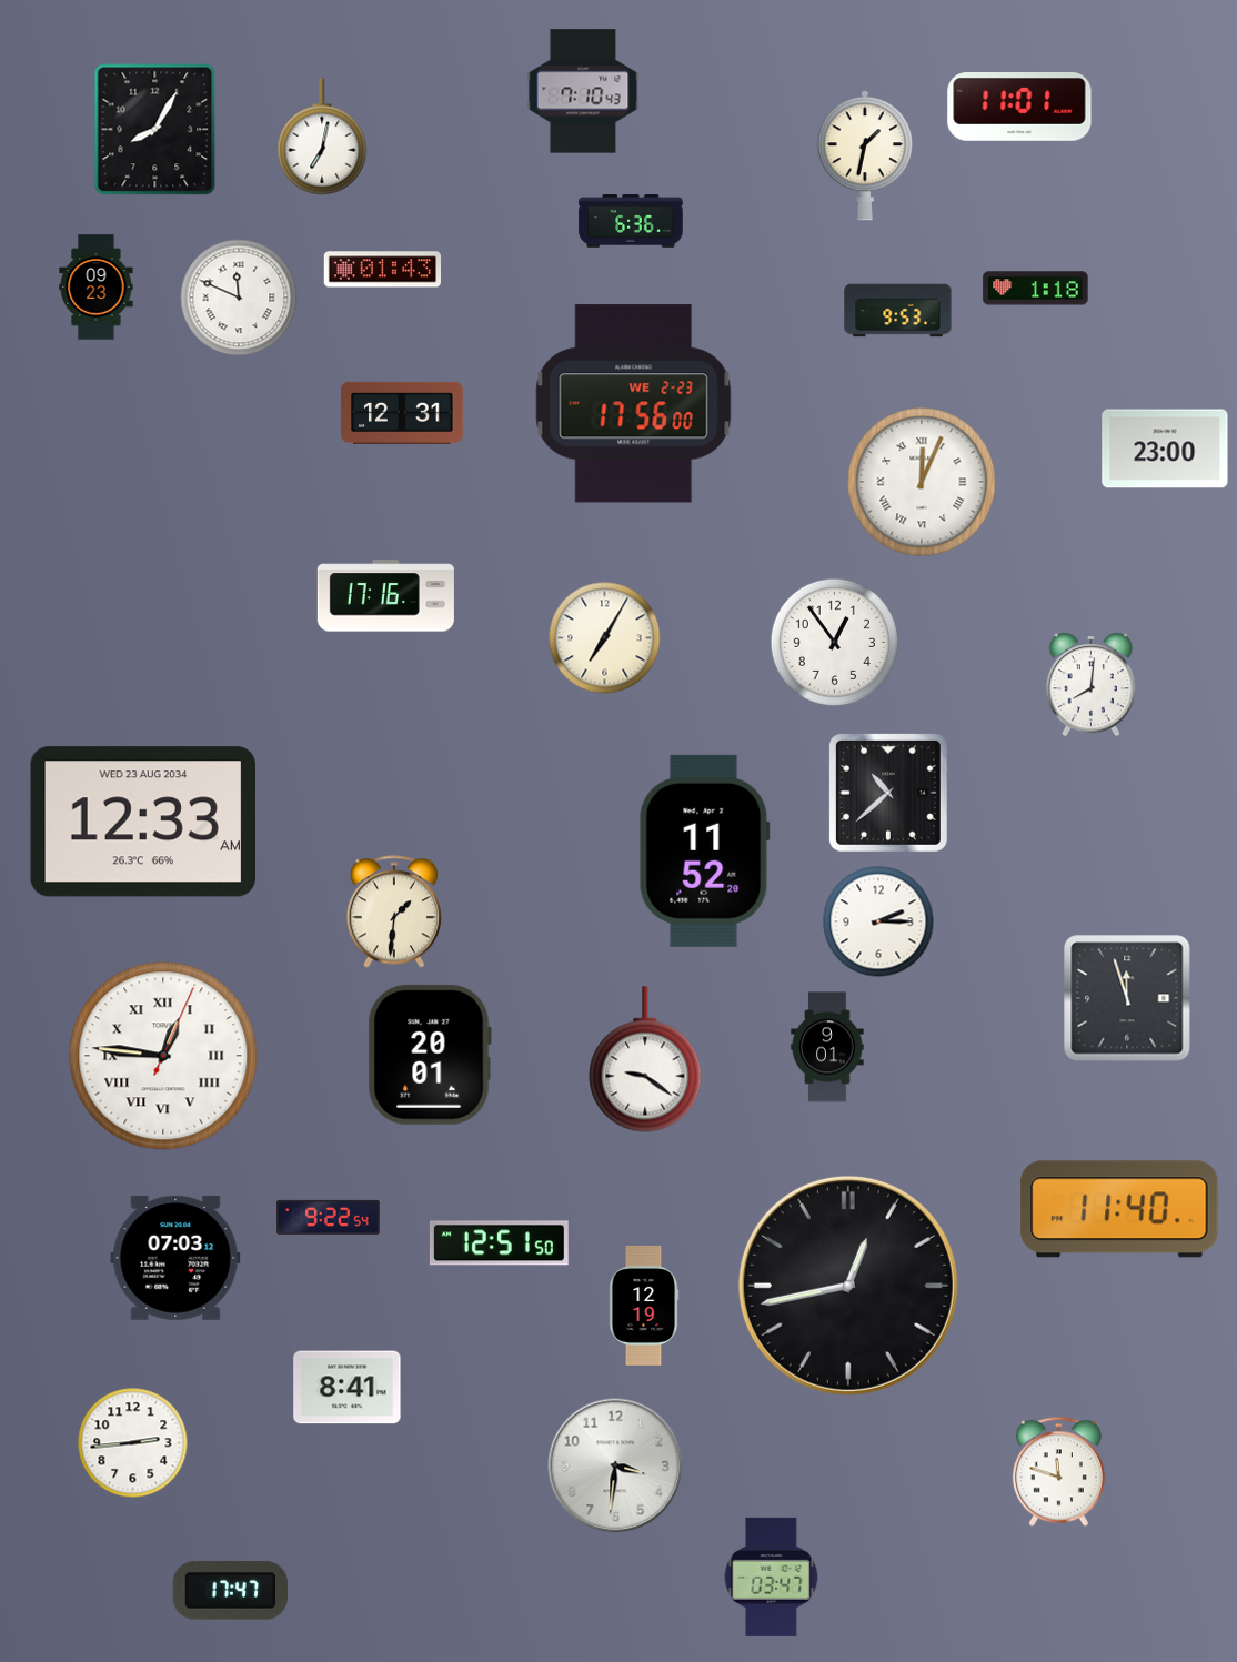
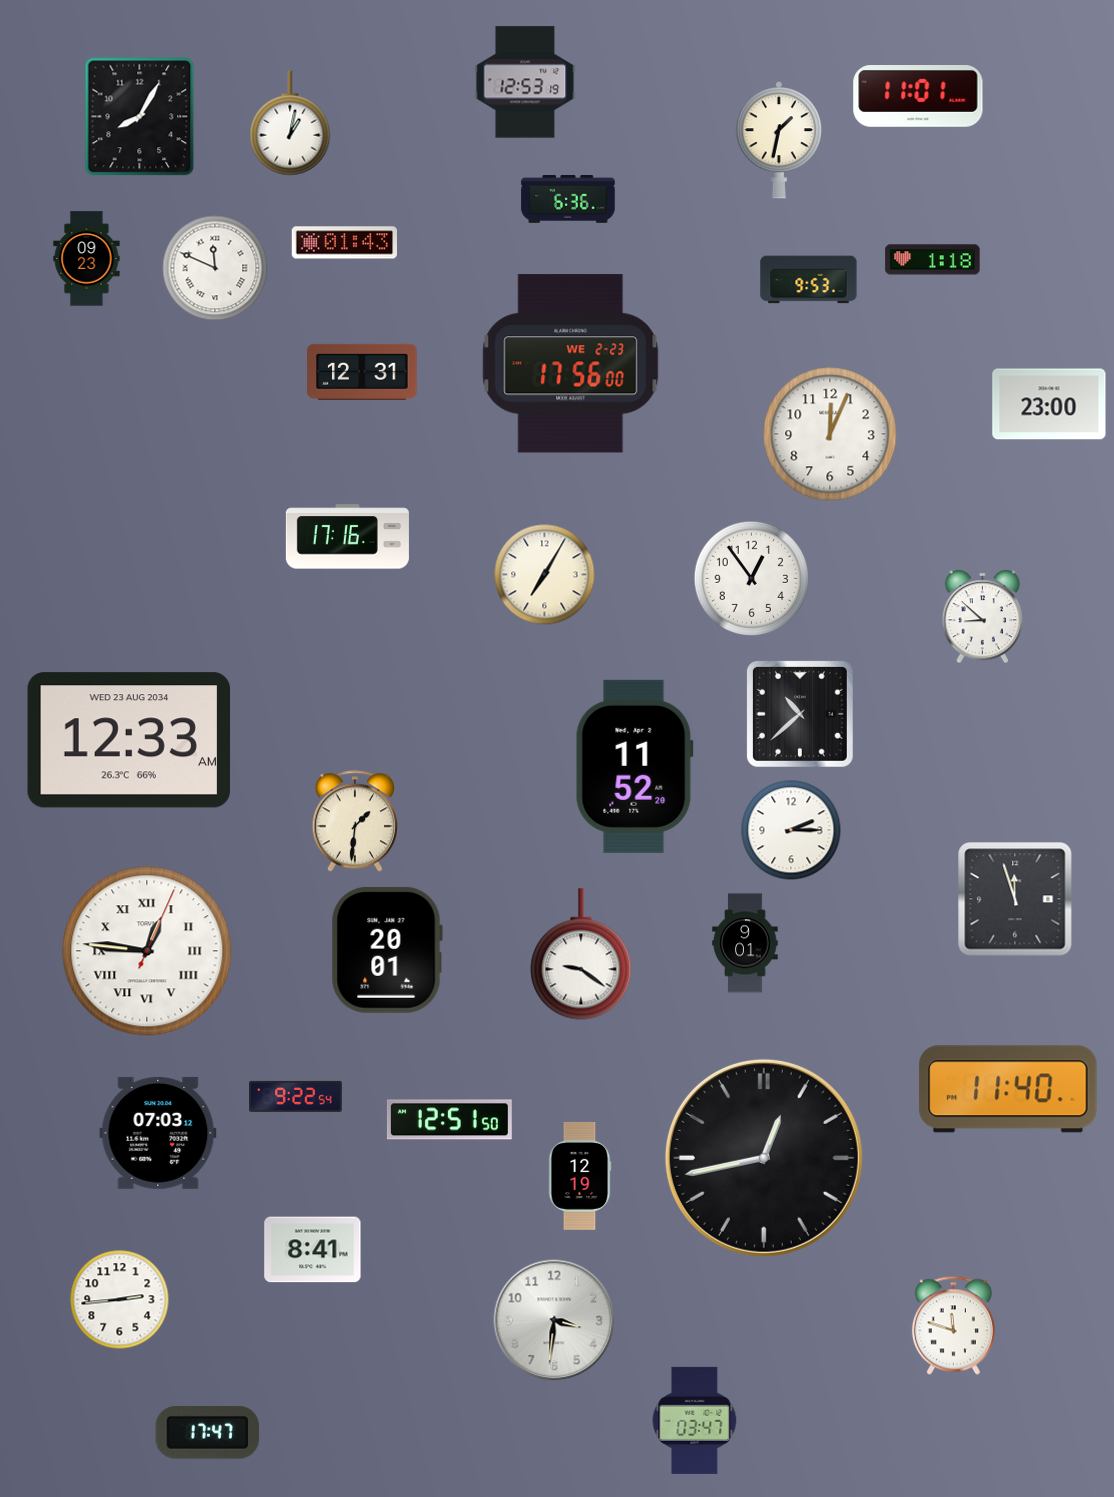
clock at (583, 91): 7:10 -> 12:53
clock at (322, 137): 7:02 -> 1:02
clock at (922, 482) numerals: Roman -> Arabic
clock at (1092, 685): 8:01 -> 8:52
